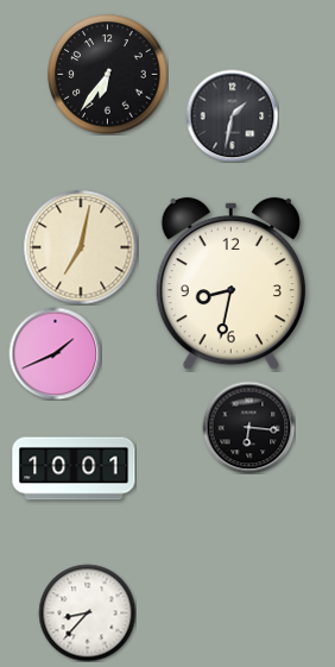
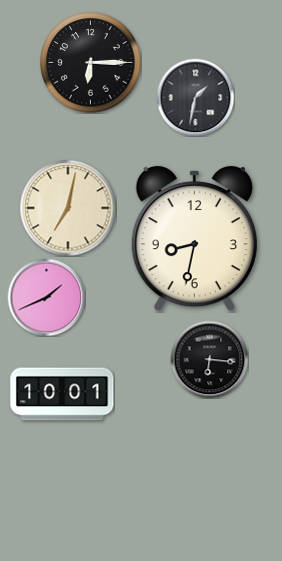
clock at (108, 75): 6:36 -> 6:15
clock at (87, 612): 8:37 -> none
